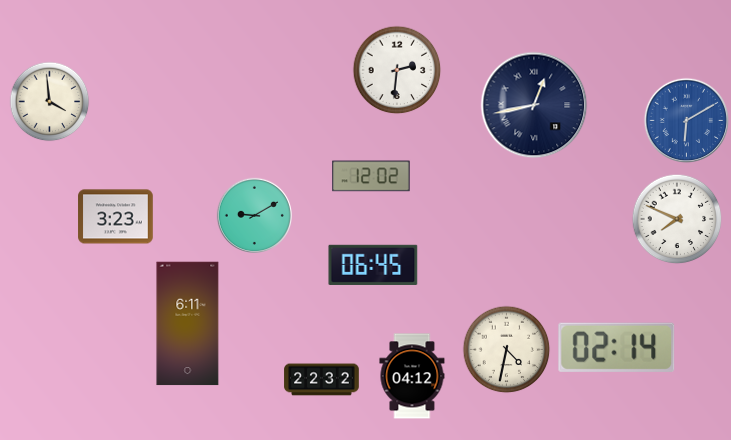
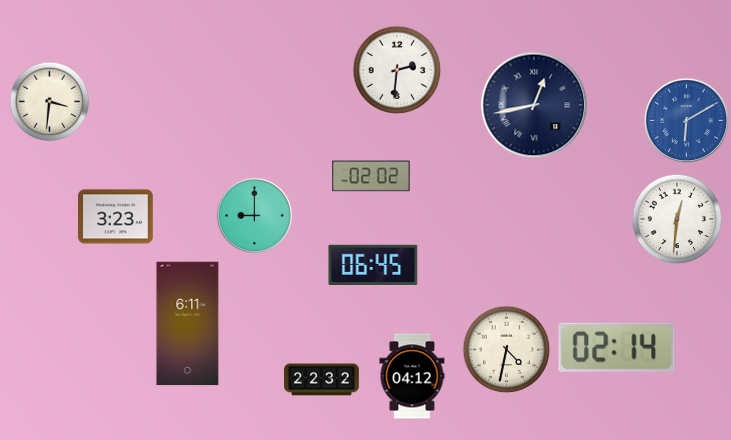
clock at (50, 102): 3:59 -> 3:31
clock at (371, 176): 12:02 -> 02:02
clock at (254, 215): 9:10 -> 9:00
clock at (677, 219): 7:49 -> 12:31
